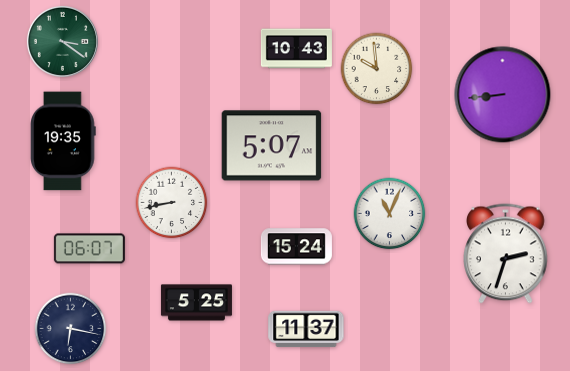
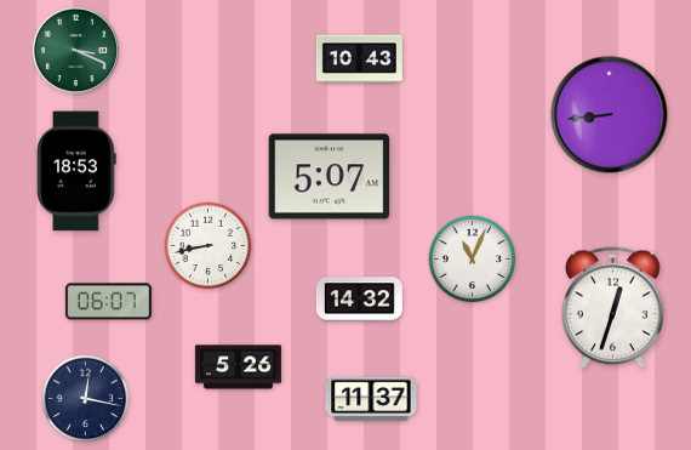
clock at (62, 41): 3:21 -> 3:19
clock at (377, 69): 9:59 -> none
clock at (63, 141): 19:35 -> 18:53
clock at (296, 247): 15:24 -> 14:32
clock at (506, 254): 2:33 -> 12:33
clock at (196, 303): 5:25 -> 5:26
clock at (71, 329): 6:17 -> 12:17
